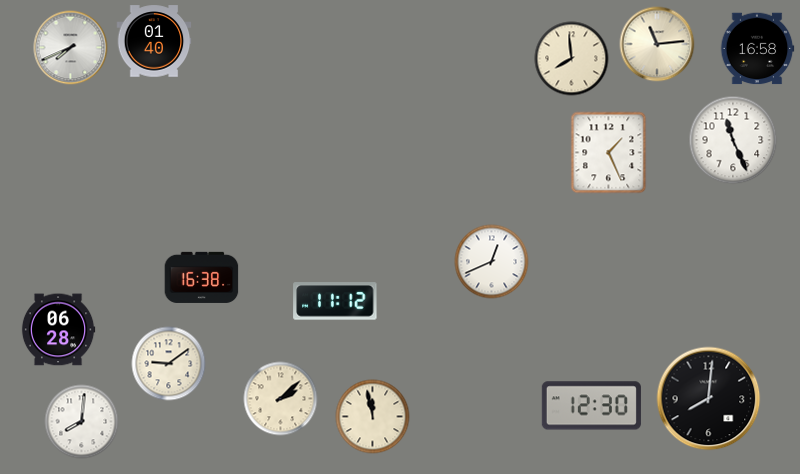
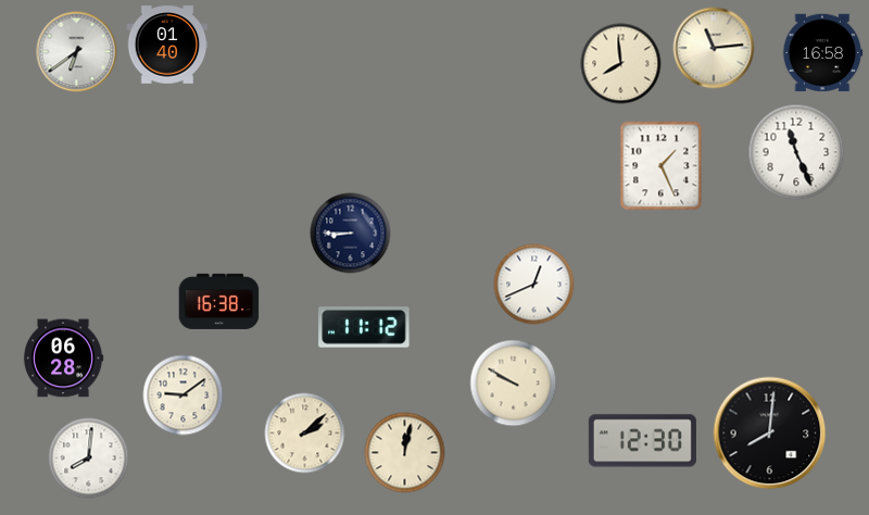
clock at (71, 48): 7:41 -> 6:39
clock at (351, 234): none -> 8:45
clock at (514, 384): none -> 9:50
clock at (373, 417): 11:58 -> 12:02
